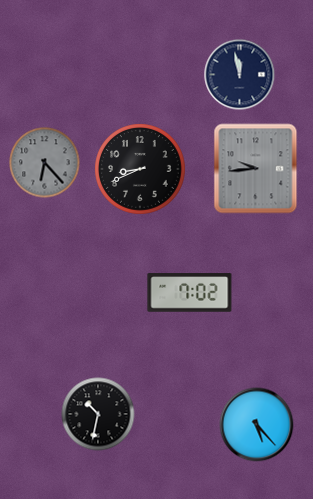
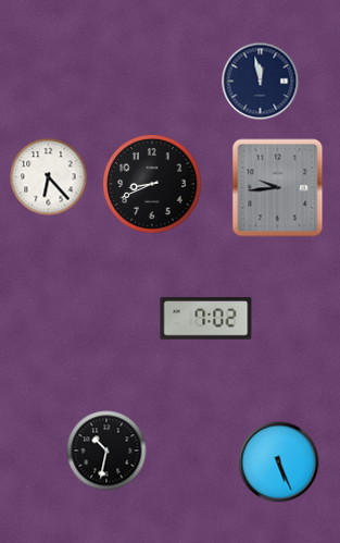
clock at (45, 163) dial: grey -> white
clock at (256, 169) position: (256, 169) -> (278, 188)
clock at (257, 425): 5:23 -> 5:26
